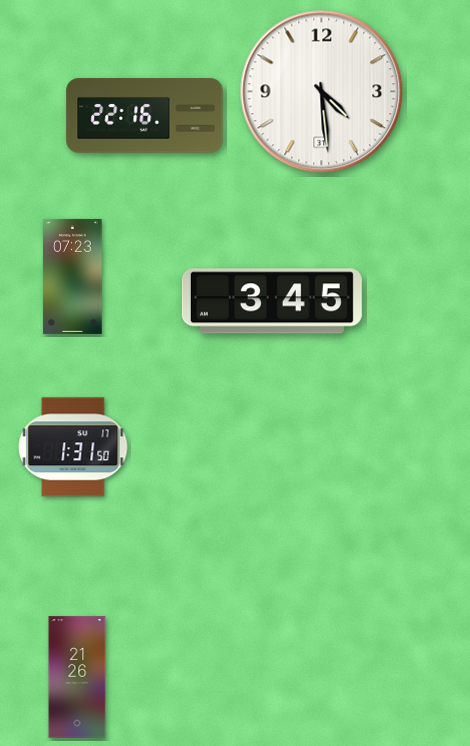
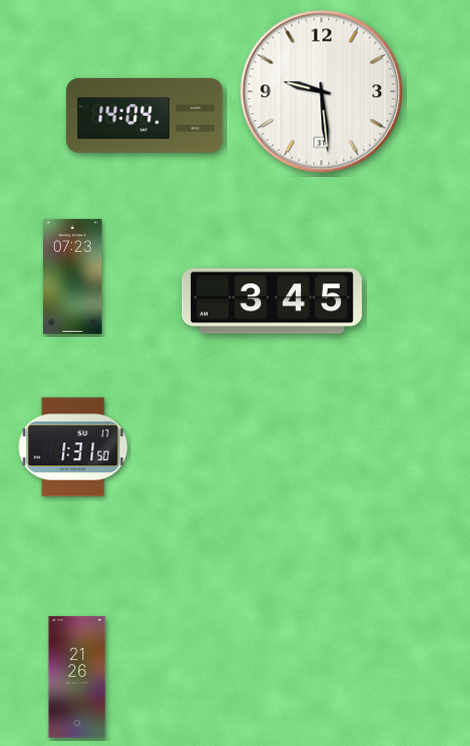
clock at (322, 92): 4:29 -> 9:29
clock at (145, 116): 22:16 -> 14:04
